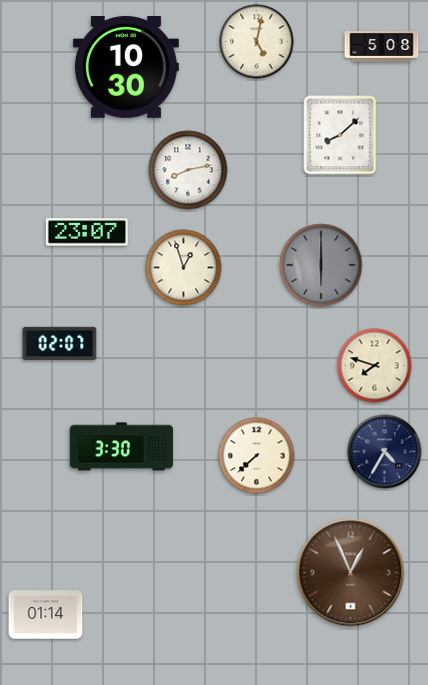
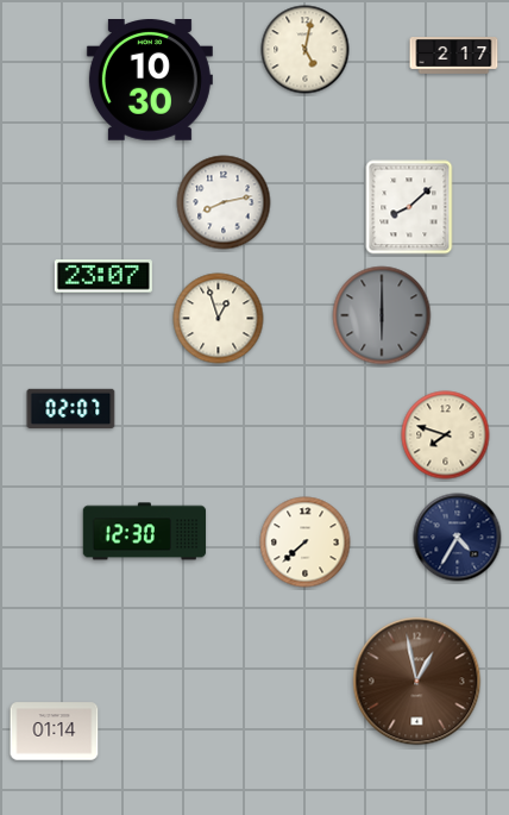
clock at (382, 47): 5:08 -> 2:17
clock at (340, 135) position: (340, 135) -> (409, 207)
clock at (122, 447): 3:30 -> 12:30
clock at (351, 573): 12:56 -> 12:58
